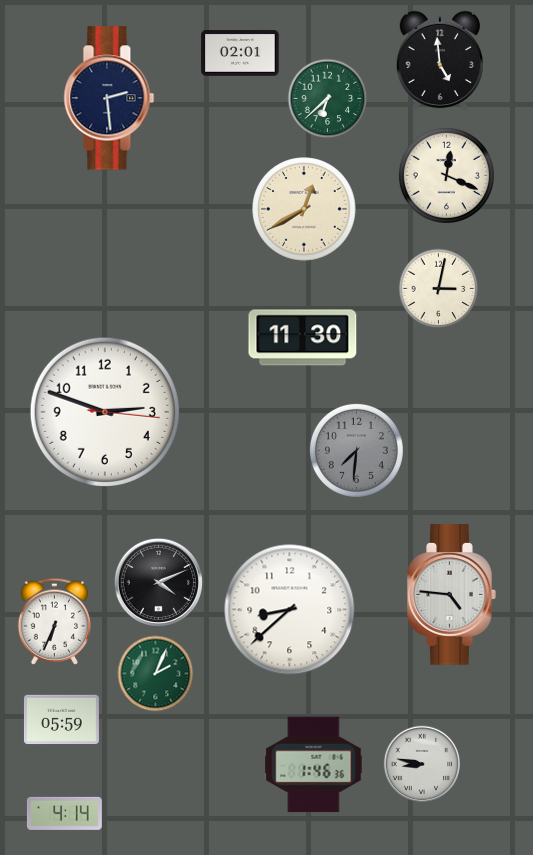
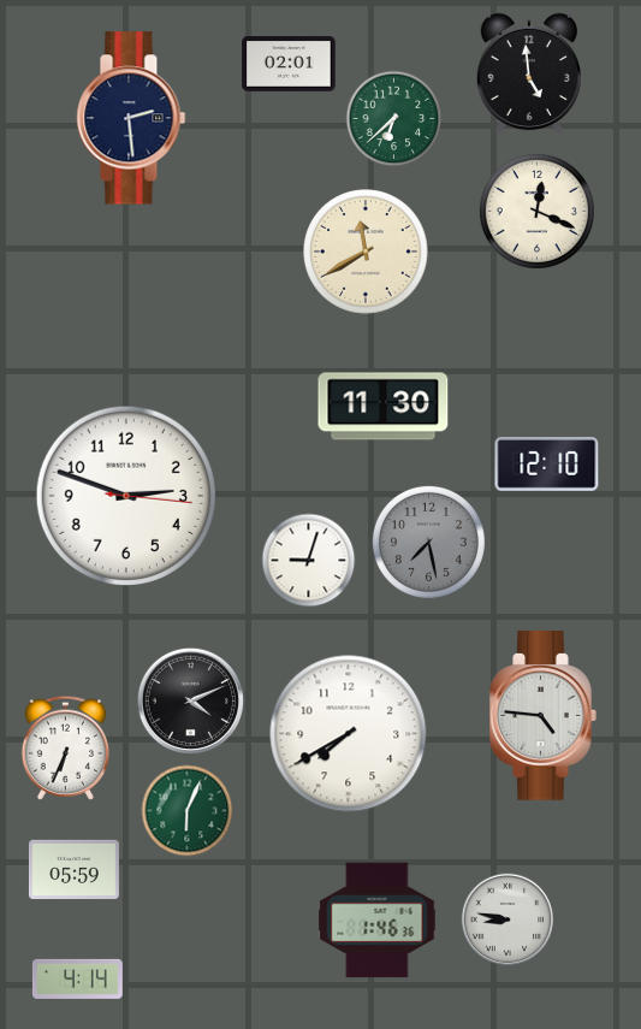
clock at (304, 209): 12:40 -> 11:40
clock at (439, 289): 3:02 -> none
clock at (303, 338) position: (303, 338) -> (384, 407)
clock at (547, 465): none -> 12:10
clock at (356, 450): 7:31 -> 7:28
clock at (309, 561): none -> 9:03
clock at (290, 610): 8:38 -> 7:40
clock at (156, 674): 2:04 -> 6:04
clock at (61, 720) position: (61, 720) -> (73, 870)
